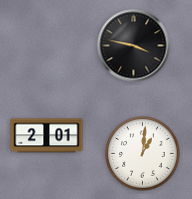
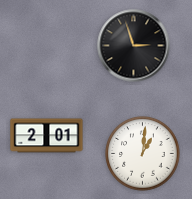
clock at (134, 46): 3:47 -> 2:57
